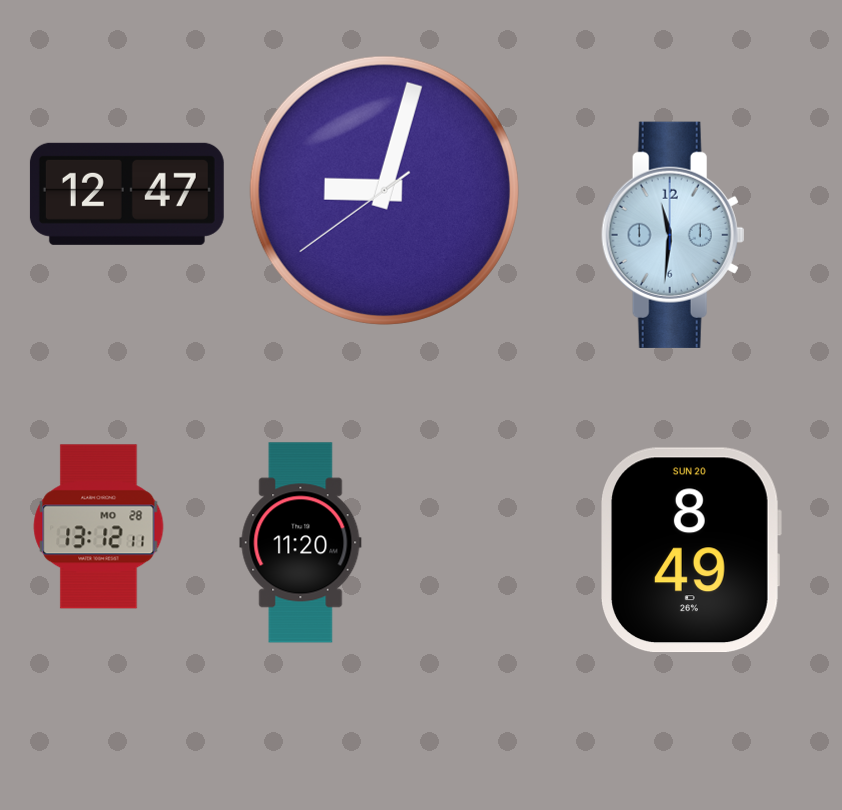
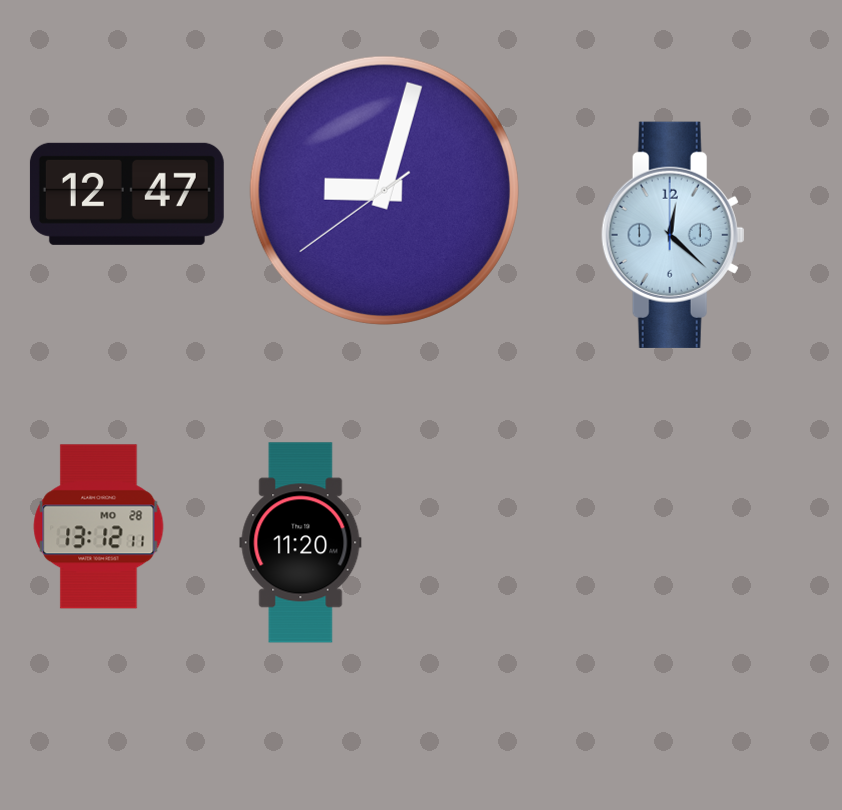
clock at (673, 235): 11:31 -> 12:22
clock at (691, 550): 8:49 -> none
